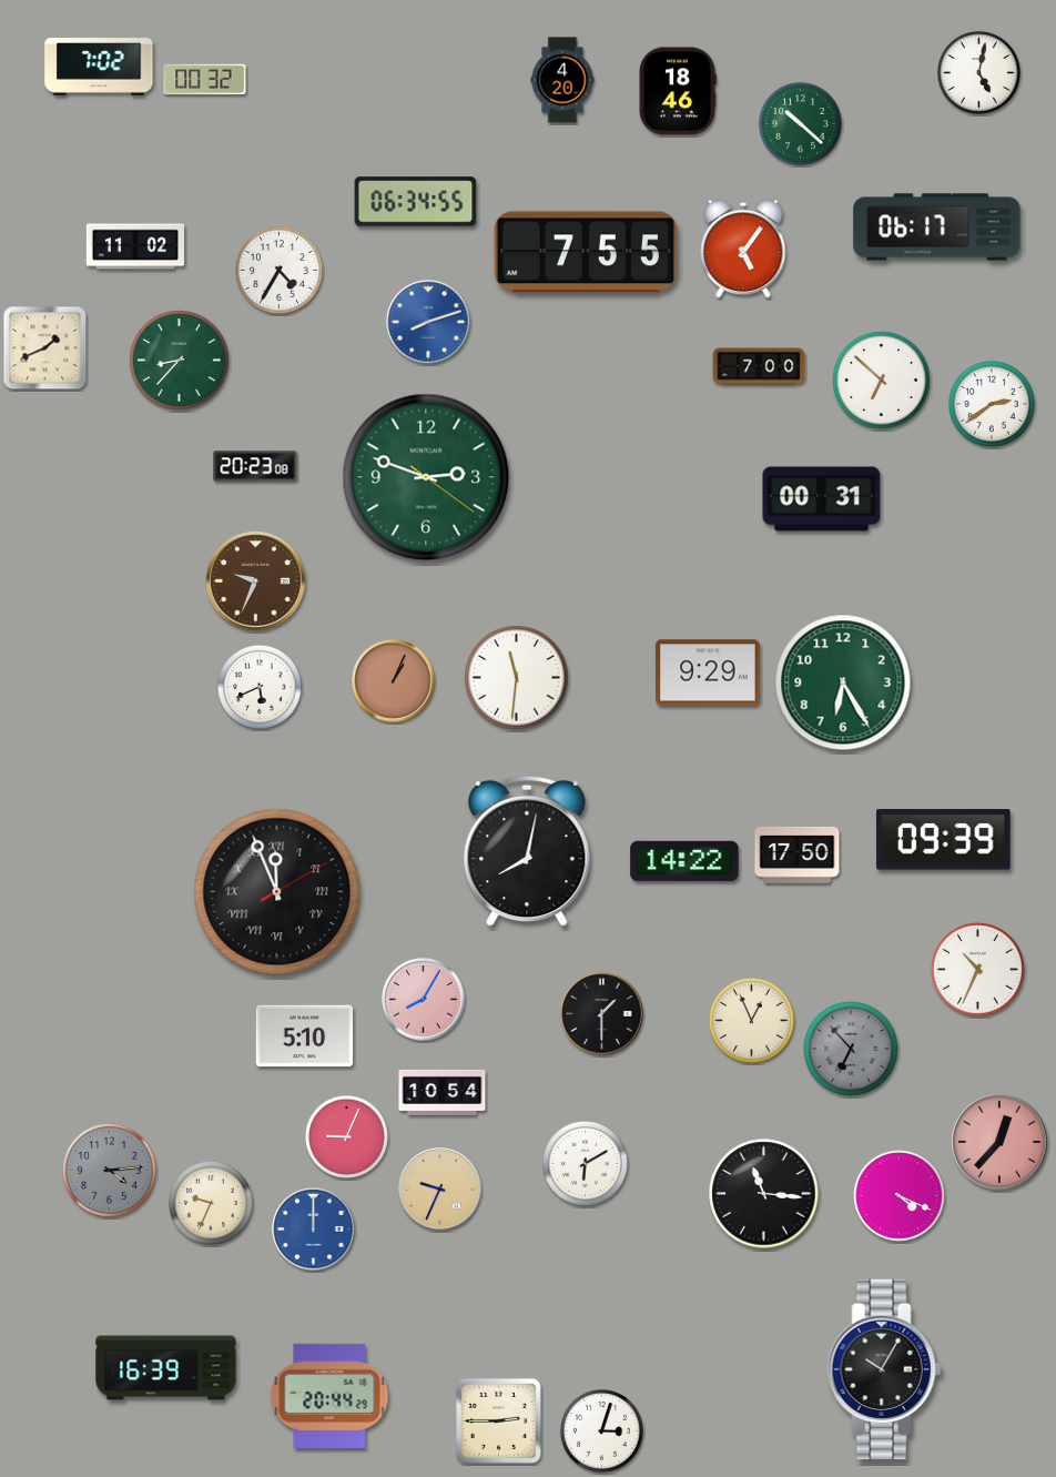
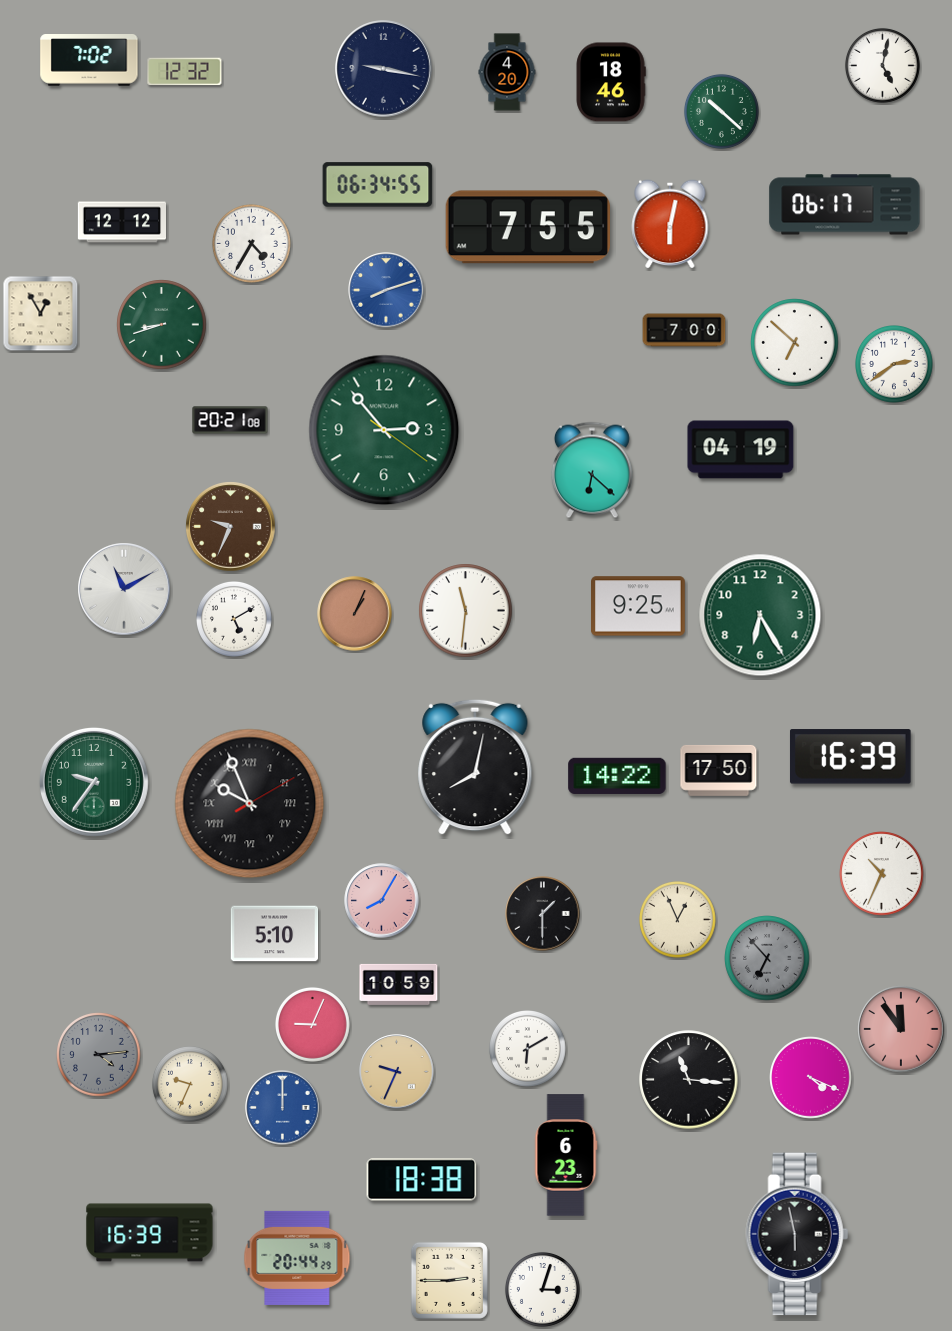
clock at (384, 69): none -> 9:17
clock at (205, 80): 00:32 -> 12:32
clock at (416, 202) position: (416, 202) -> (378, 185)
clock at (135, 246): 11:02 -> 12:12
clock at (743, 249): 5:06 -> 6:02
clock at (45, 348): 1:41 -> 12:55
clock at (180, 361): 8:37 -> 8:42
clock at (255, 466): 20:23 -> 20:21
clock at (426, 477): 2:48 -> 2:53
clock at (822, 499): 00:31 -> 04:19
clock at (592, 470): none -> 6:22
clock at (256, 581) position: (256, 581) -> (231, 527)
clock at (124, 589): none -> 11:10
clock at (708, 672): 9:29 -> 9:25
clock at (261, 688): 5:41 -> 5:10
clock at (943, 840): 09:39 -> 16:39
clock at (94, 782): none -> 9:36
clock at (277, 892): 11:56 -> 9:56
clock at (851, 1049) position: (851, 1049) -> (767, 958)
clock at (443, 1092): 10:54 -> 10:59
clock at (999, 1142): 12:37 -> 11:54
clock at (764, 1194) position: (764, 1194) -> (689, 1080)
clock at (566, 1155): none -> 6:23
clock at (422, 1180): none -> 18:38
clock at (884, 1369): 10:05 -> 5:58
